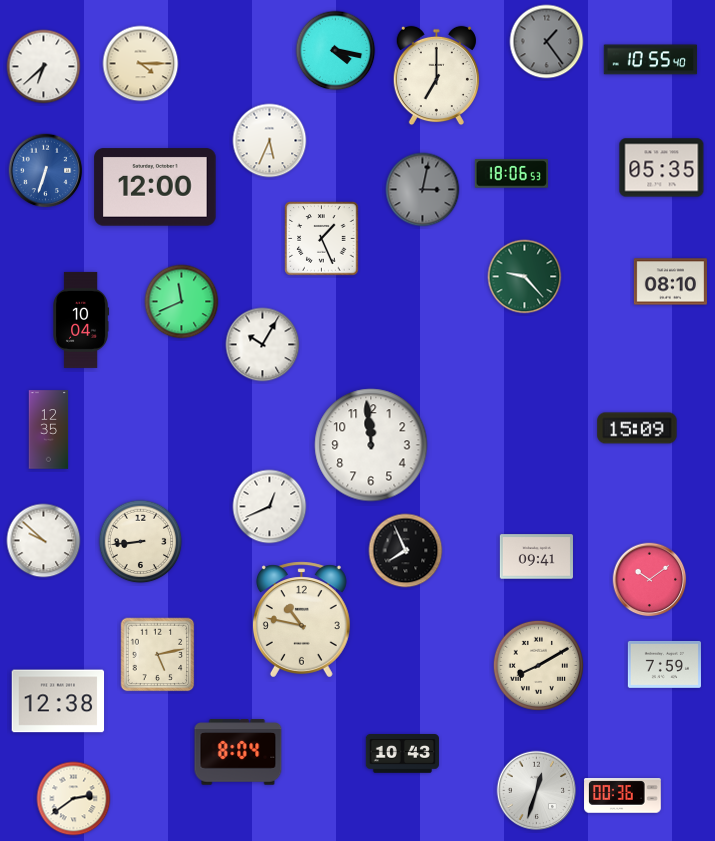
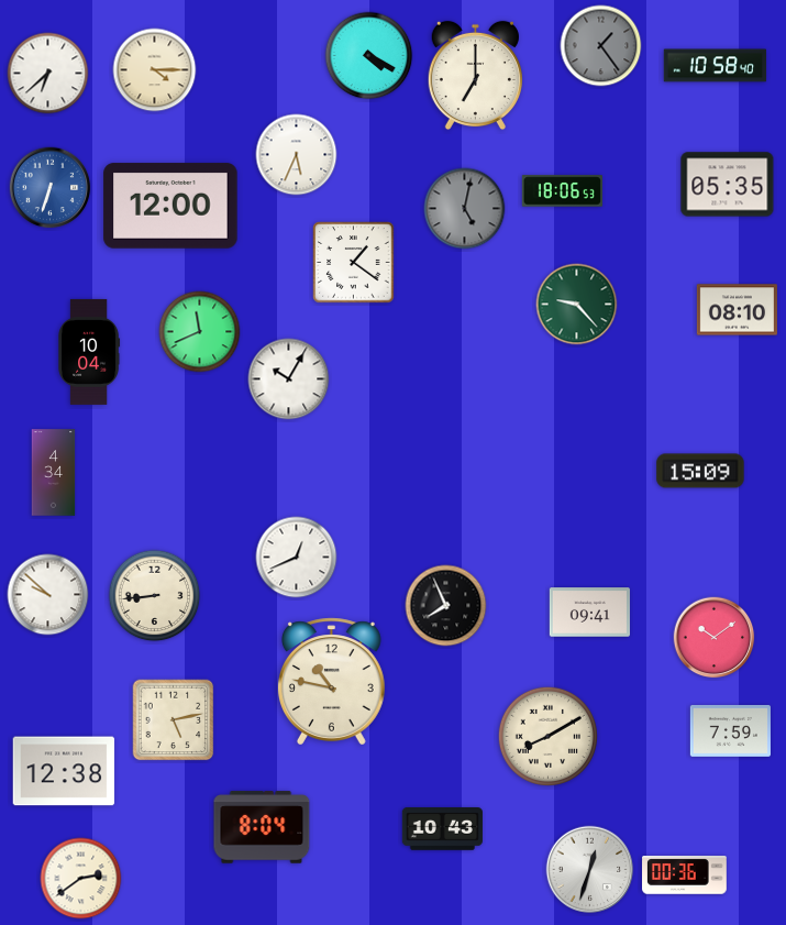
clock at (336, 51): 4:17 -> 4:20
clock at (651, 60): 10:55 -> 10:58
clock at (436, 76) position: (436, 76) -> (475, 76)
clock at (423, 190): 3:02 -> 5:02
clock at (322, 239): 1:26 -> 1:21
clock at (49, 430): 12:35 -> 4:34
clock at (371, 445): 11:59 -> none
clock at (538, 665) position: (538, 665) -> (547, 736)
